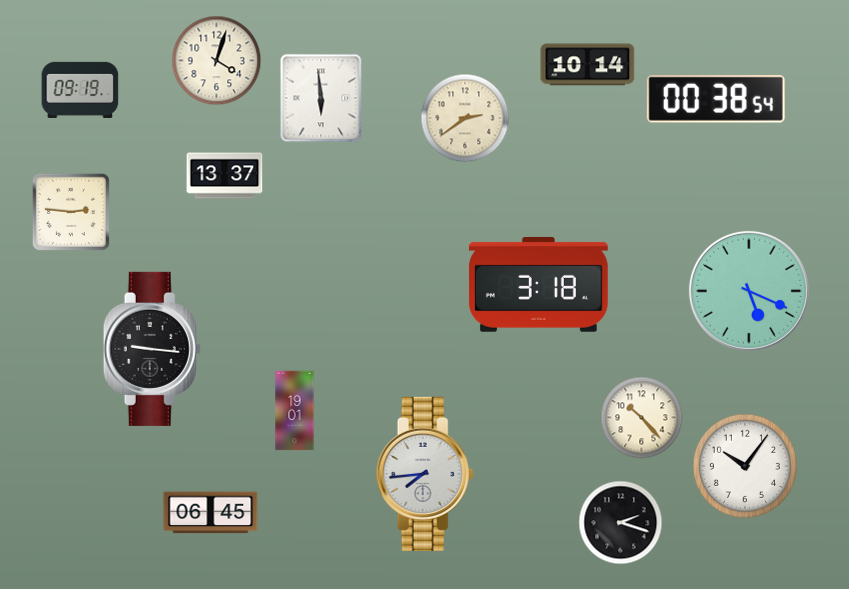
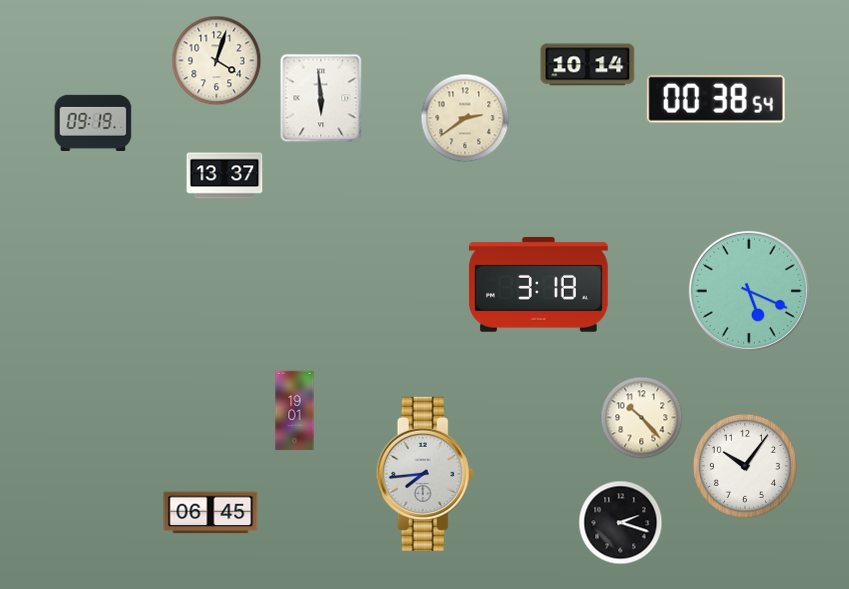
clock at (80, 90) position: (80, 90) -> (93, 123)
clock at (71, 212): 2:46 -> none
clock at (152, 349): 9:16 -> none
